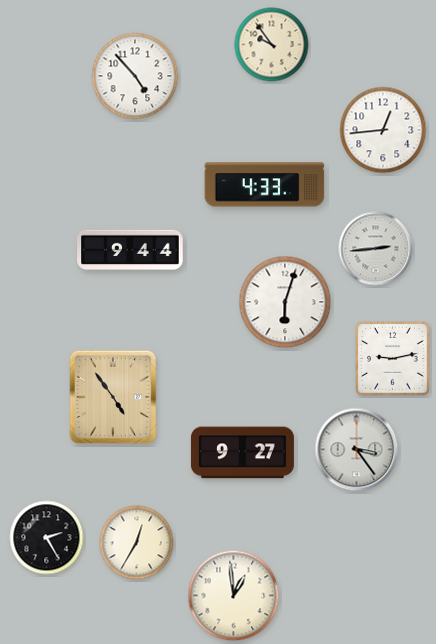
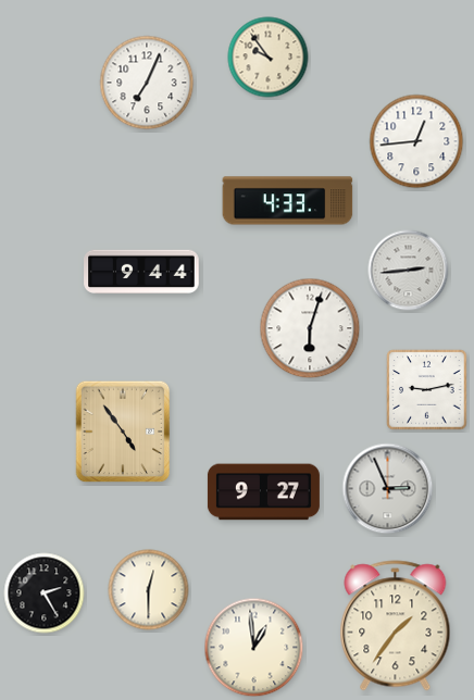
clock at (272, 45) position: (272, 45) -> (269, 58)
clock at (135, 76): 4:53 -> 7:04
clock at (357, 450): 3:24 -> 2:56
clock at (47, 538) position: (47, 538) -> (45, 593)
clock at (137, 543): 12:35 -> 12:30
clock at (396, 626): none -> 1:36
